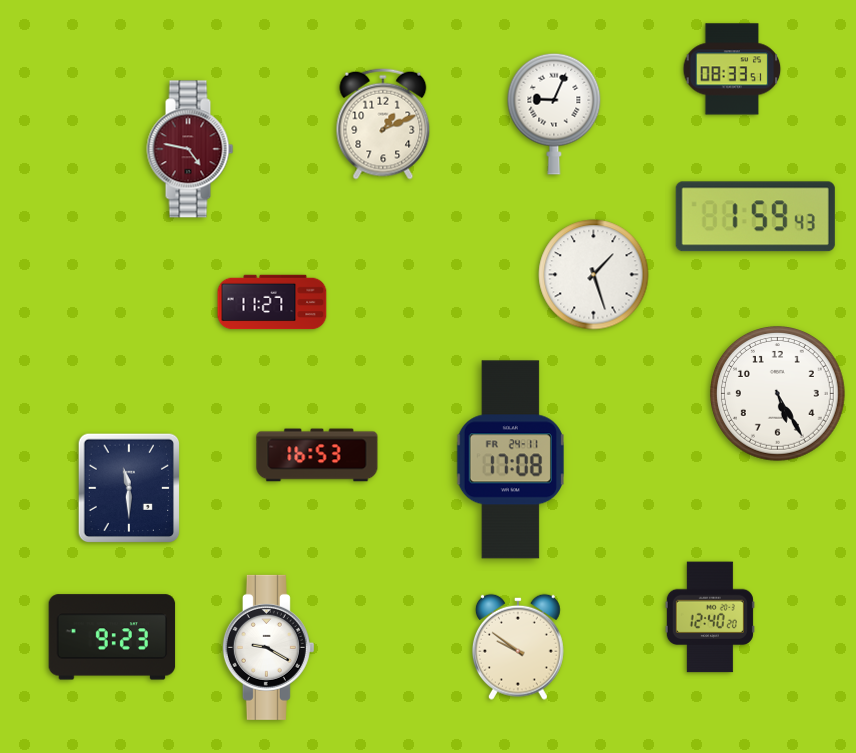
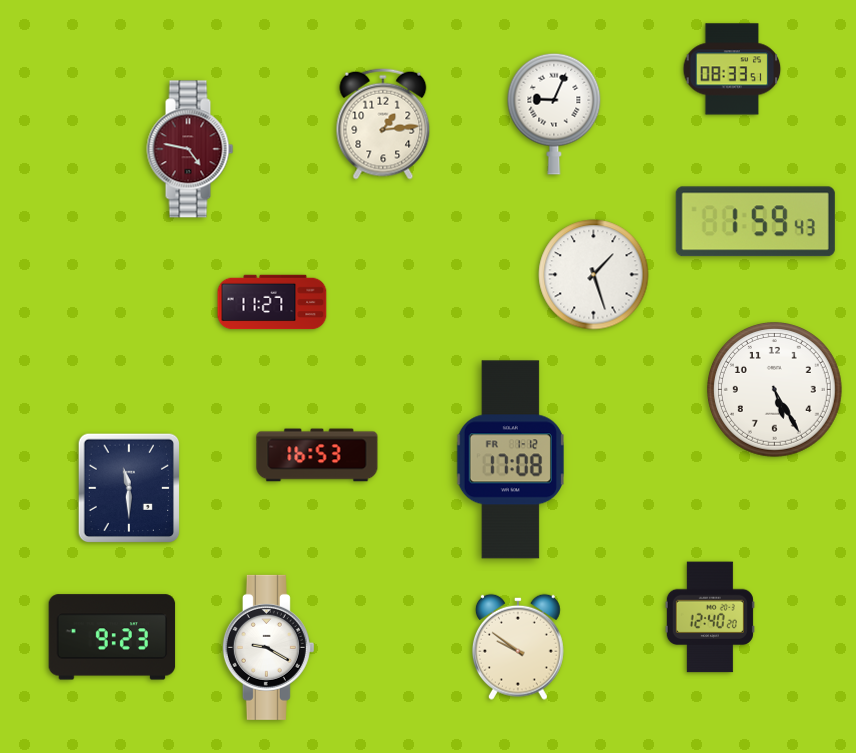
clock at (383, 124): 1:11 -> 1:14
clock at (755, 217) position: (755, 217) -> (755, 222)
clock at (778, 394) position: (778, 394) -> (775, 390)
clock at (510, 460) date: FR 24-11 -> FR 1-12
